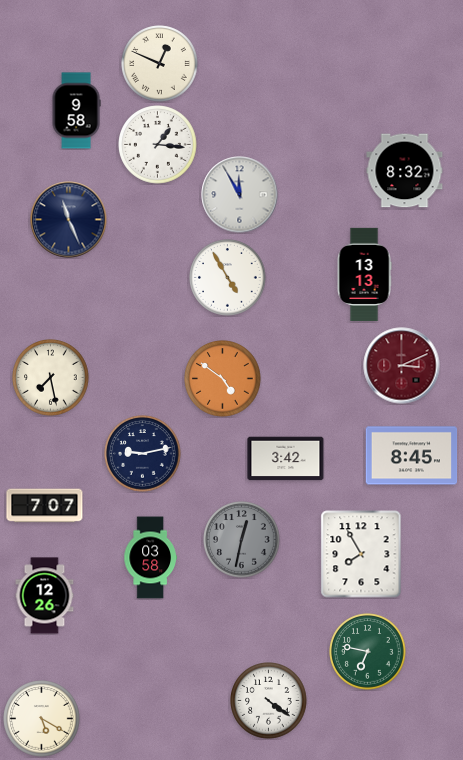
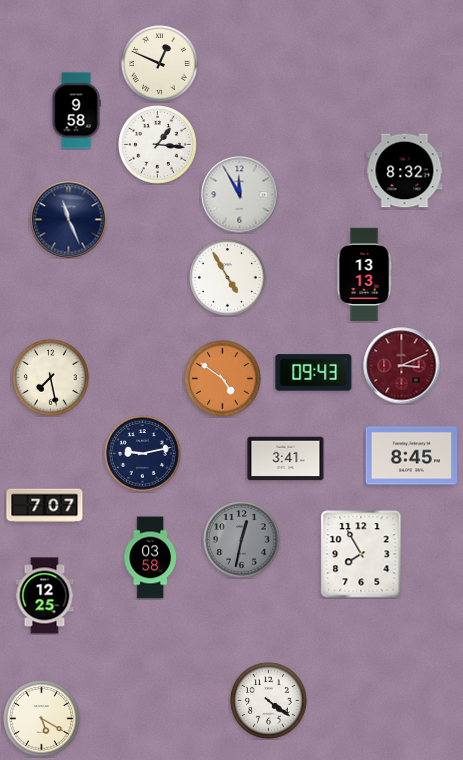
clock at (314, 373): none -> 09:43
clock at (286, 459): 3:42 -> 3:41
clock at (45, 596): 12:26 -> 12:25
clock at (368, 652): 6:47 -> none
